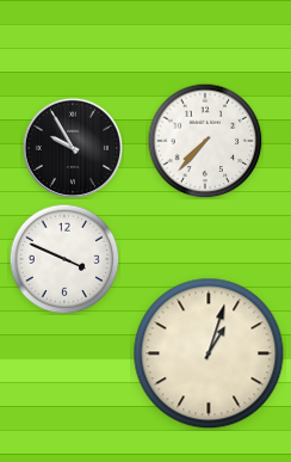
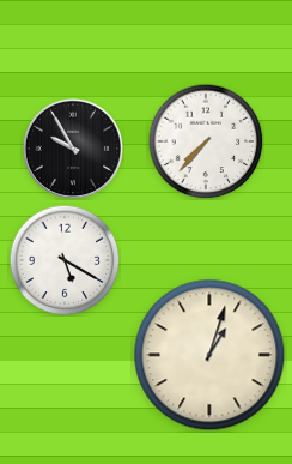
clock at (64, 259): 3:49 -> 5:20
